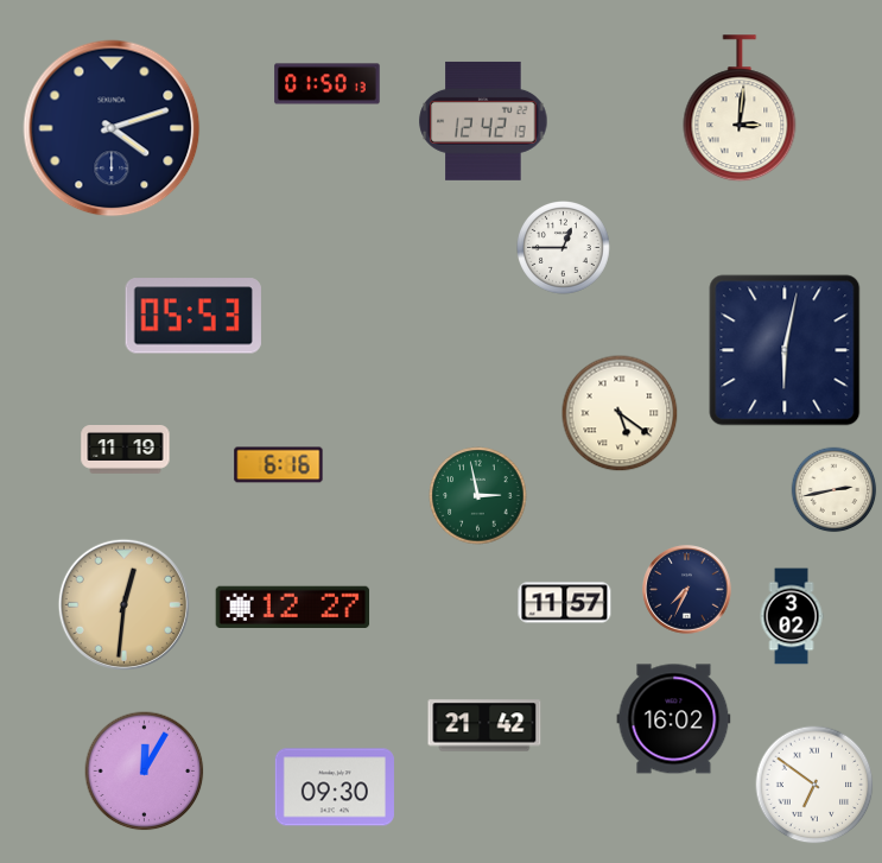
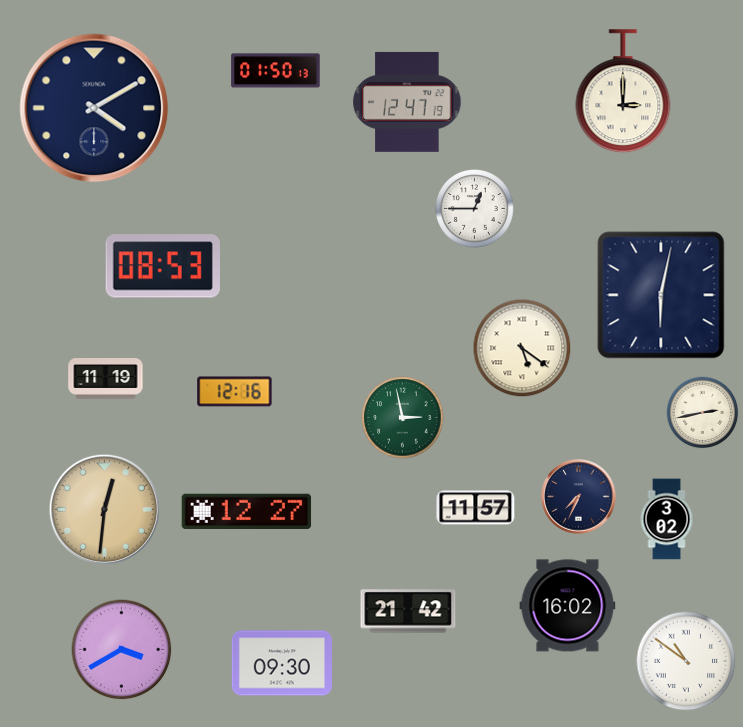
clock at (740, 109): 3:01 -> 3:00
clock at (483, 121): 12:42 -> 12:47
clock at (112, 128): 4:12 -> 4:10
clock at (193, 316): 05:53 -> 08:53
clock at (279, 465): 6:16 -> 12:16
clock at (145, 772): 12:05 -> 3:40
clock at (814, 785): 6:51 -> 10:51
